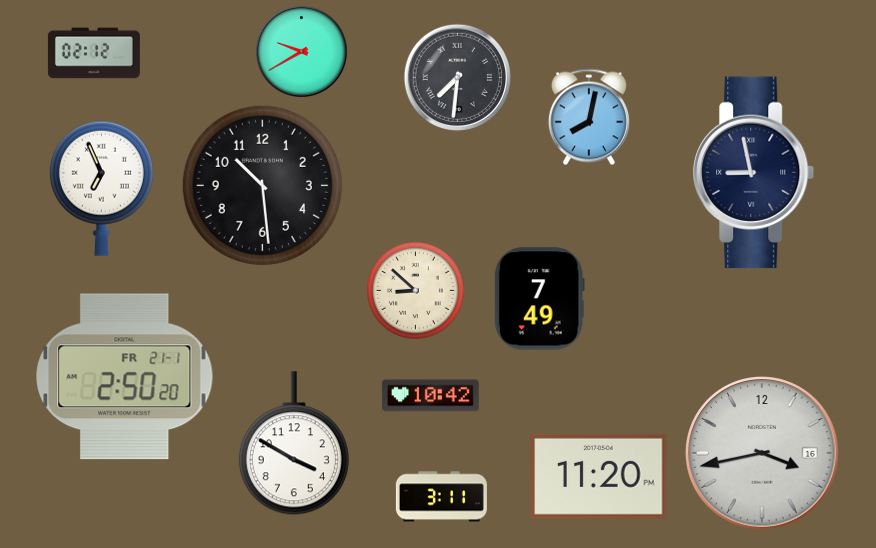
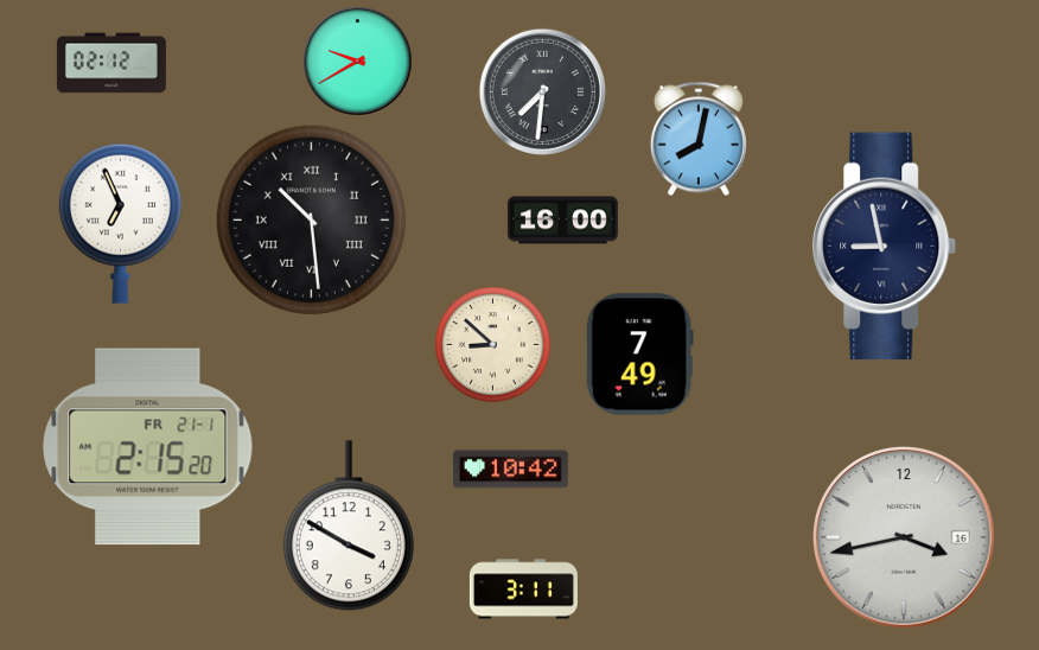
clock at (754, 173) position: (754, 173) -> (885, 247)
clock at (262, 185) numerals: Arabic -> Roman
clock at (562, 221): none -> 16:00
clock at (125, 377): 2:50 -> 2:15
clock at (599, 476): 11:20 -> none
